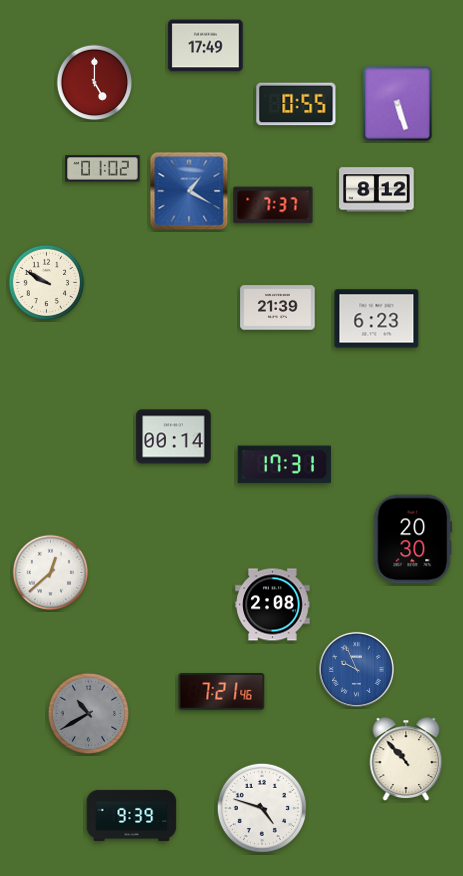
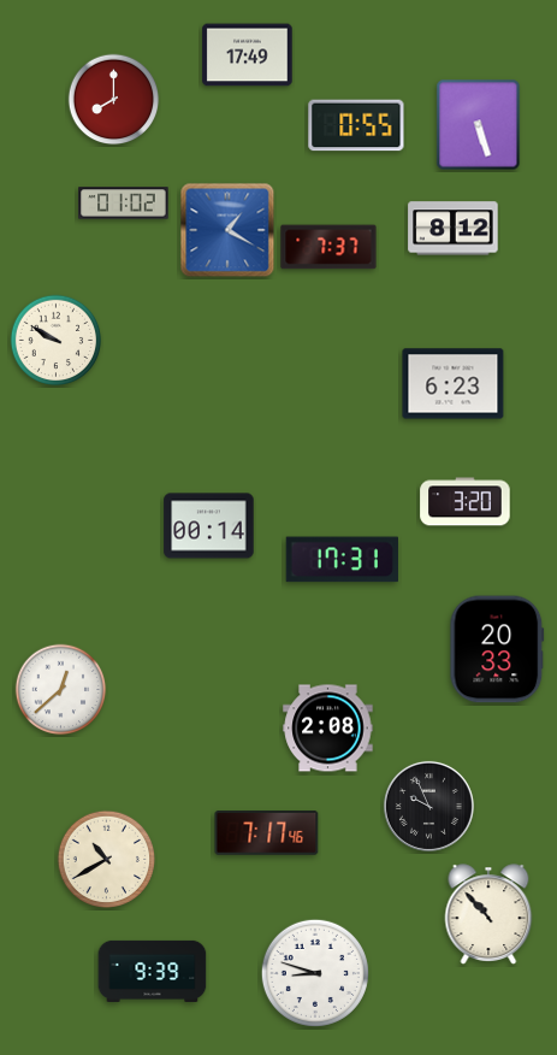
clock at (95, 83): 5:00 -> 8:00
clock at (278, 308): 21:39 -> none
clock at (466, 502): none -> 3:20
clock at (413, 539): 20:30 -> 20:33
clock at (356, 669) dial: blue -> black
clock at (222, 692): 7:21 -> 7:17
clock at (89, 714) dial: grey -> cream
clock at (262, 808): 4:48 -> 8:48
clock at (132, 815) position: (132, 815) -> (153, 971)
